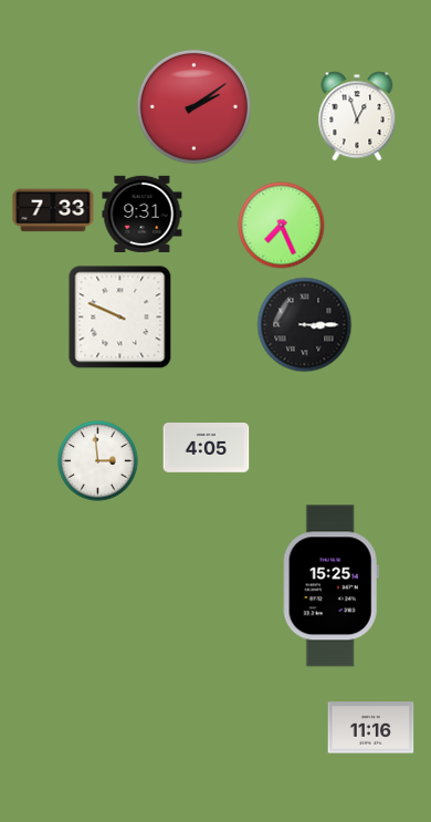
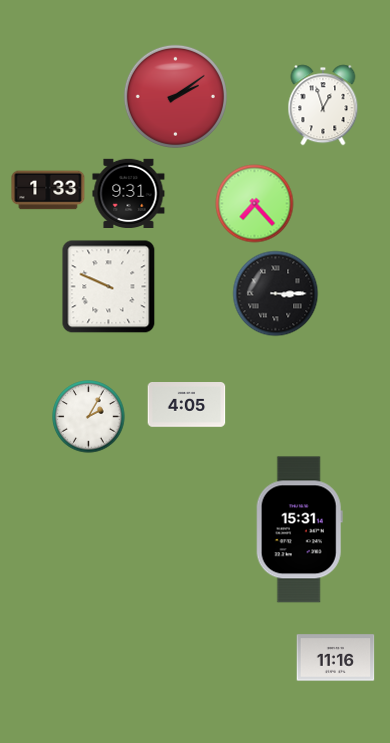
clock at (53, 210): 7:33 -> 1:33
clock at (282, 226): 7:26 -> 7:23
clock at (98, 461): 2:59 -> 2:05
clock at (330, 586): 15:25 -> 15:31
